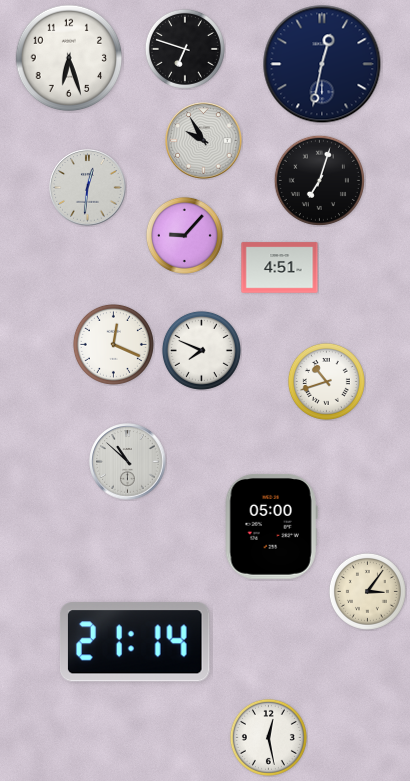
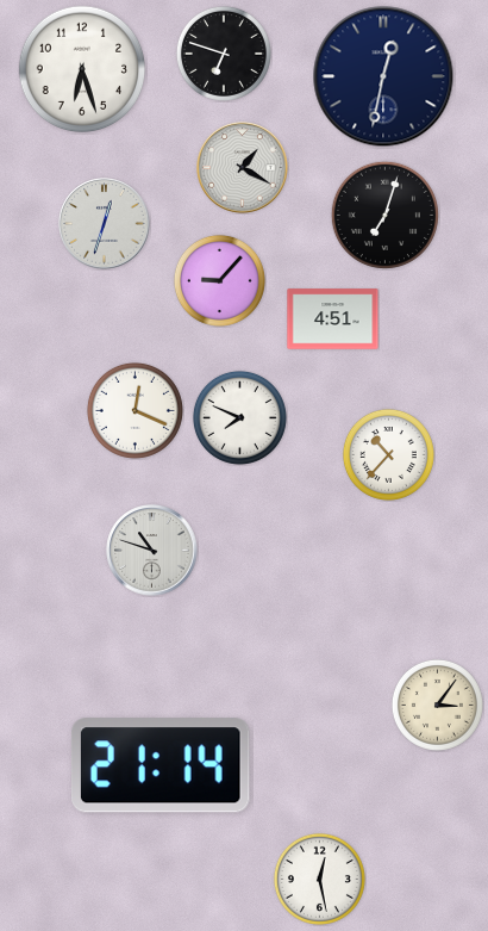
clock at (185, 49) position: (185, 49) -> (224, 54)
clock at (204, 141): 9:55 -> 1:20
clock at (319, 180) position: (319, 180) -> (384, 215)
clock at (88, 188): 12:31 -> 12:33
clock at (326, 381): 10:42 -> 10:37
clock at (128, 462): 10:52 -> 10:48
clock at (271, 526): 05:00 -> none
